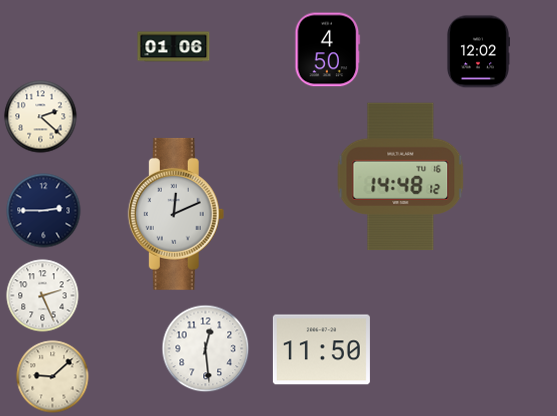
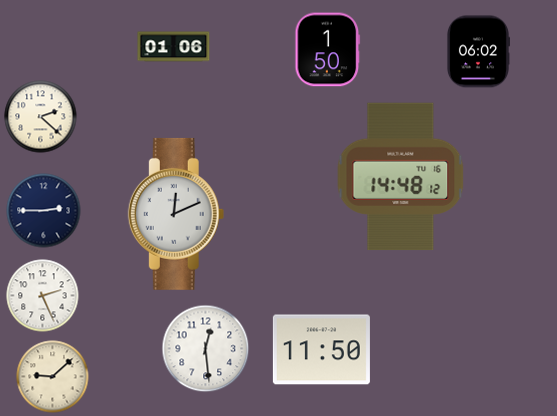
clock at (328, 50): 4:50 -> 1:50
clock at (477, 52): 12:02 -> 06:02
